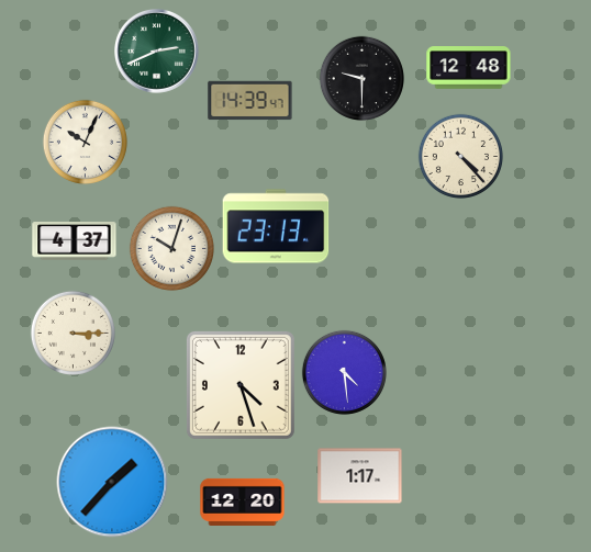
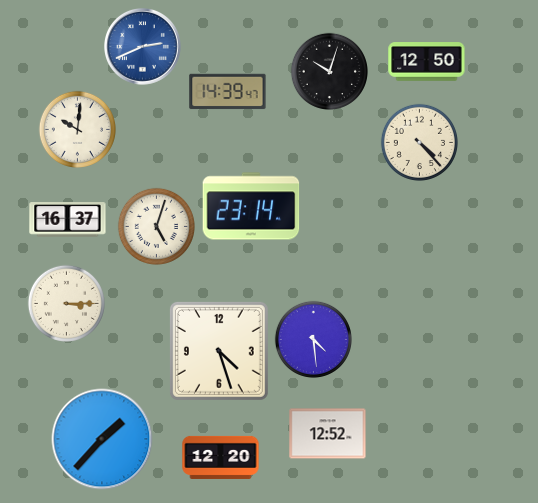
clock at (157, 52) dial: green -> blue
clock at (469, 68): 12:48 -> 12:50
clock at (361, 78): 9:30 -> 10:03
clock at (85, 142): 10:04 -> 10:01
clock at (276, 226): 23:13 -> 23:14
clock at (75, 241): 4:37 -> 16:37
clock at (171, 248): 10:03 -> 5:03
clock at (360, 476): 1:17 -> 12:52
